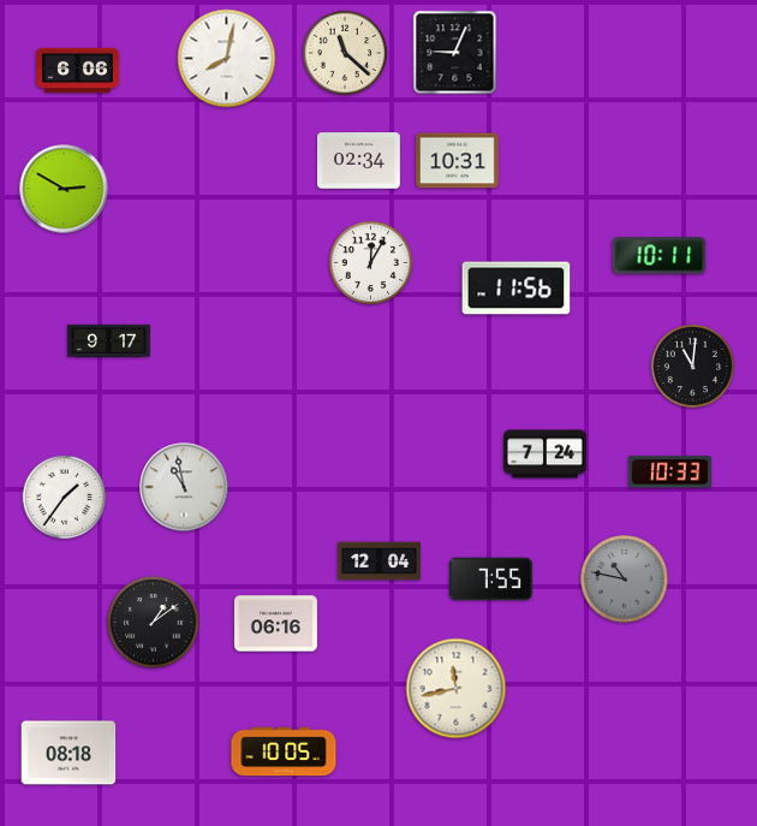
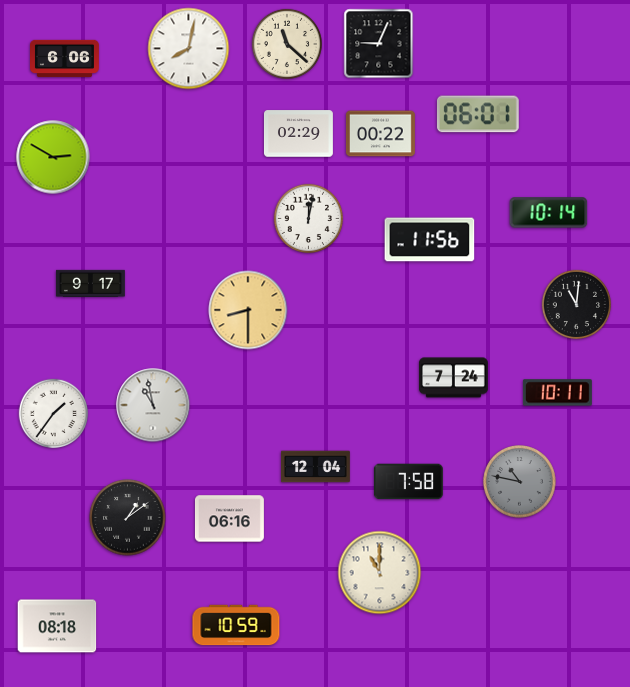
clock at (478, 114): none -> 06:01
clock at (358, 161): 02:34 -> 02:29
clock at (457, 161): 10:31 -> 00:22
clock at (660, 256): 10:11 -> 10:14
clock at (371, 263): 12:05 -> 12:02
clock at (248, 310): none -> 8:30
clock at (669, 473): 10:33 -> 10:11
clock at (490, 580): 7:55 -> 7:58
clock at (457, 689): 11:43 -> 11:00
clock at (284, 751): 10:05 -> 10:59
